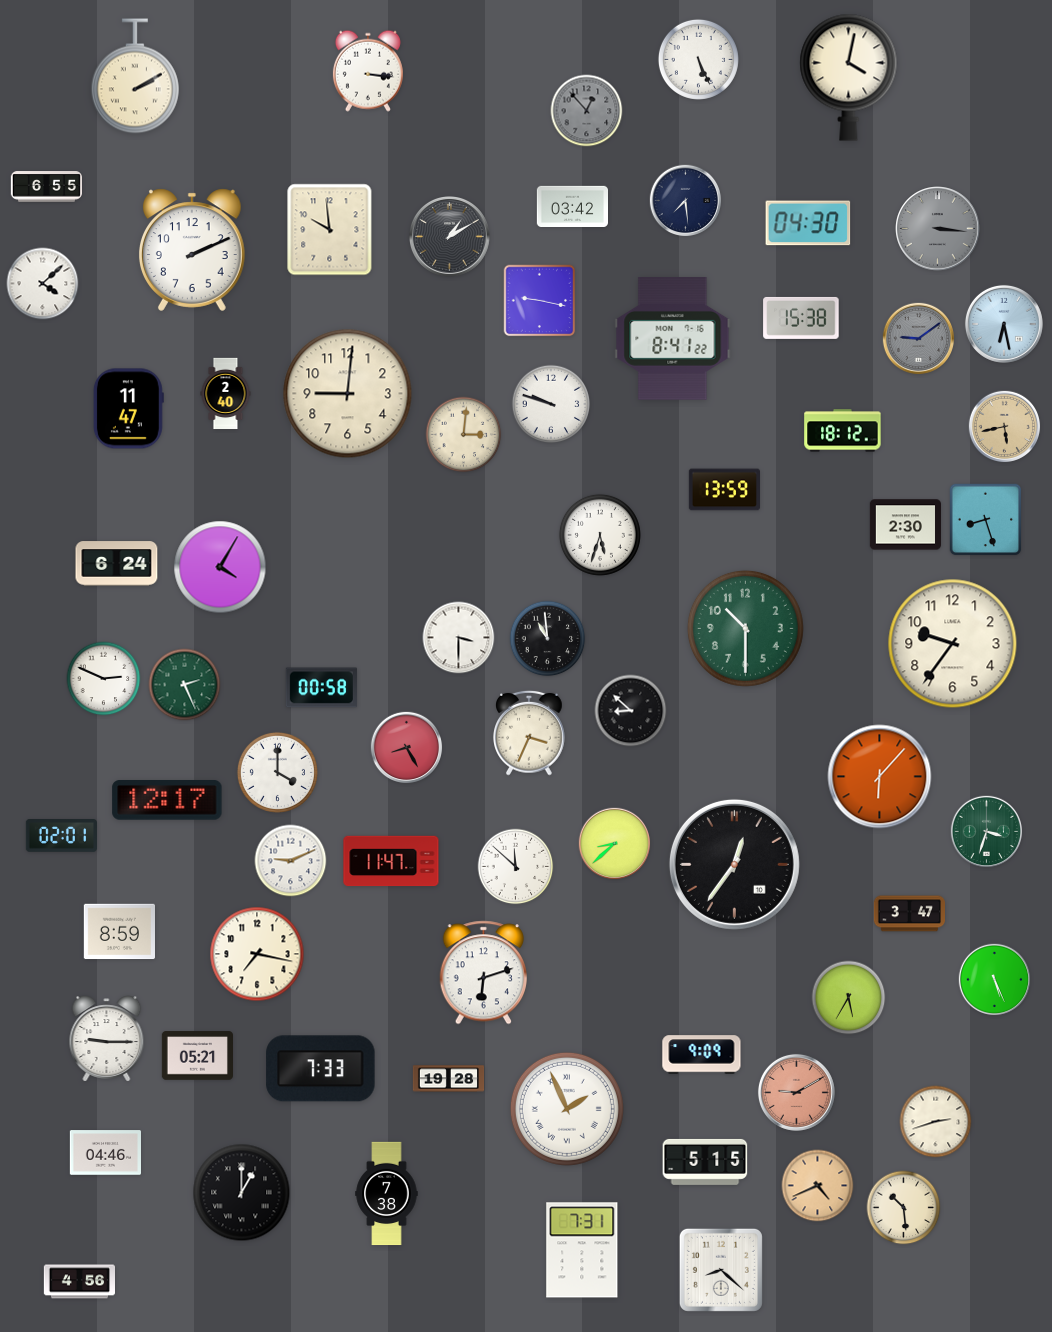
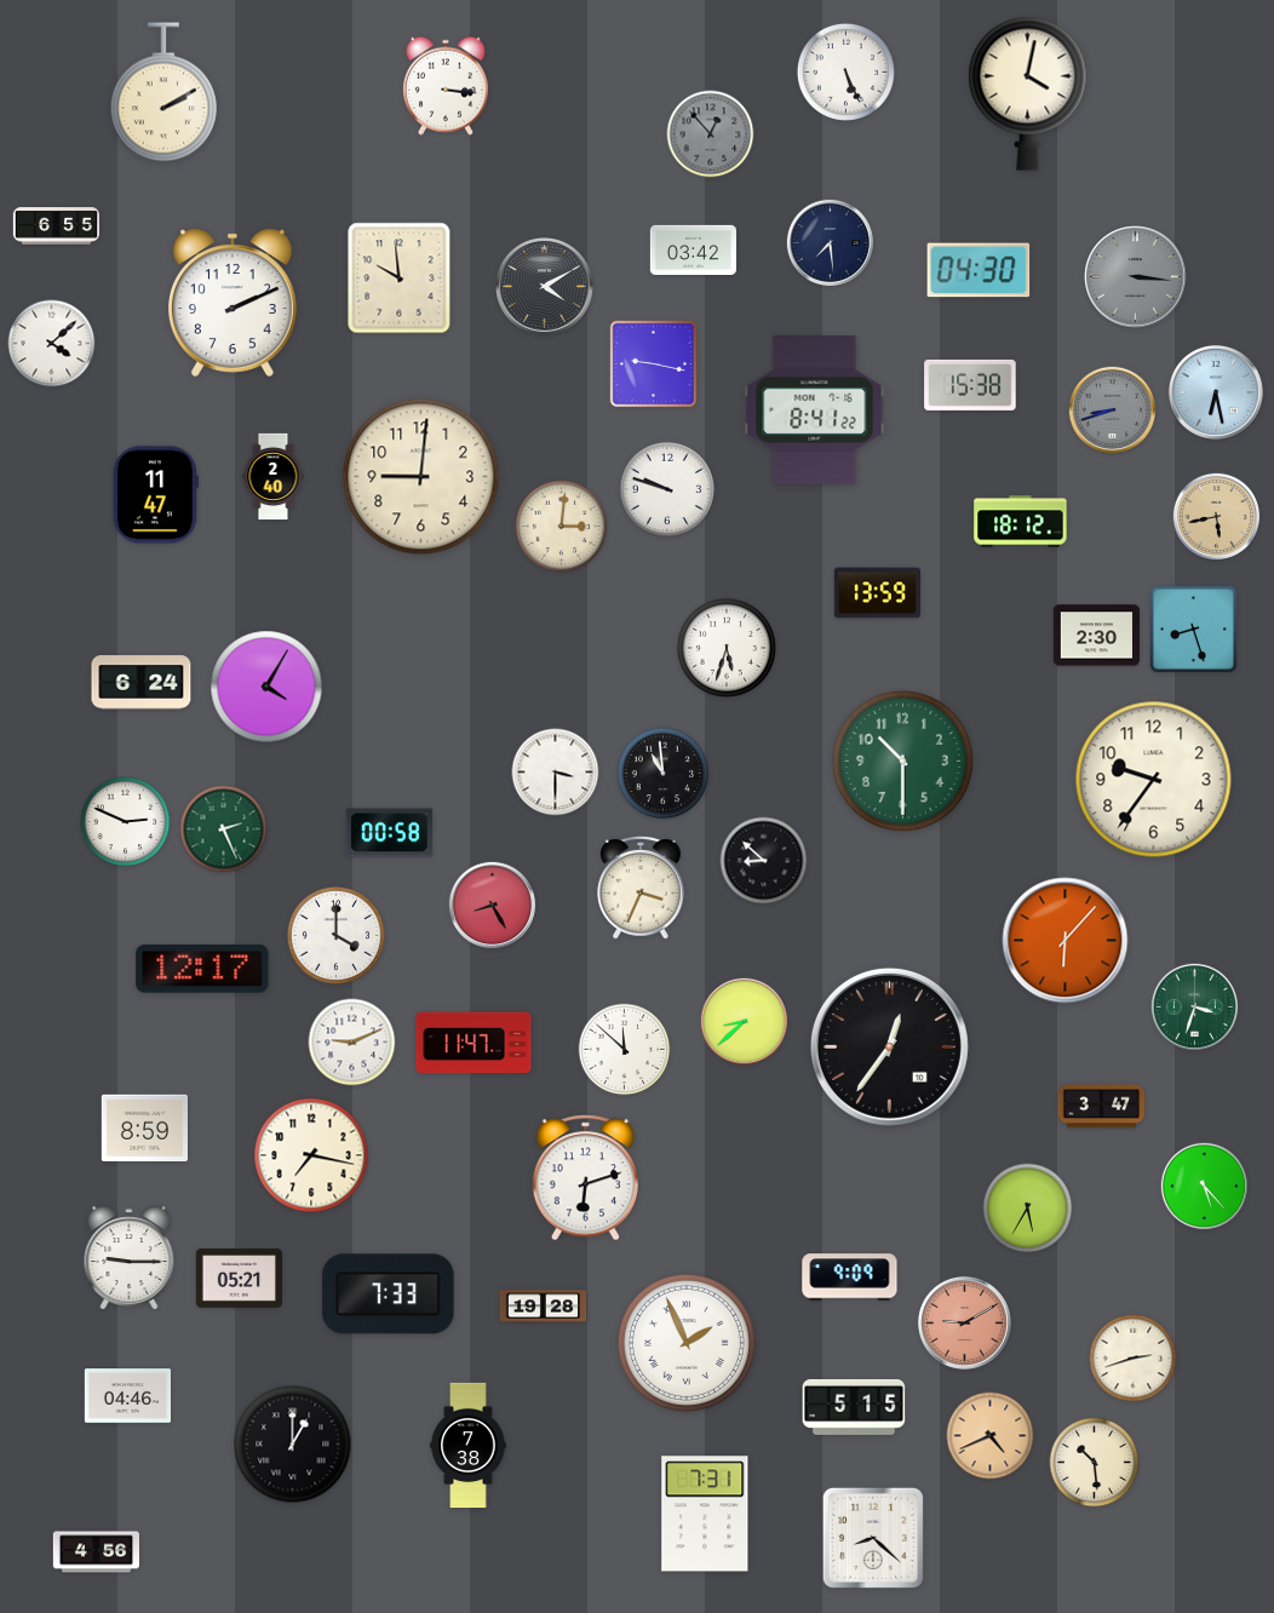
clock at (450, 237): 1:10 -> 4:10
clock at (919, 339): 9:09 -> 8:42
clock at (61, 836): 02:01 -> none
clock at (995, 980): 5:26 -> 5:23
